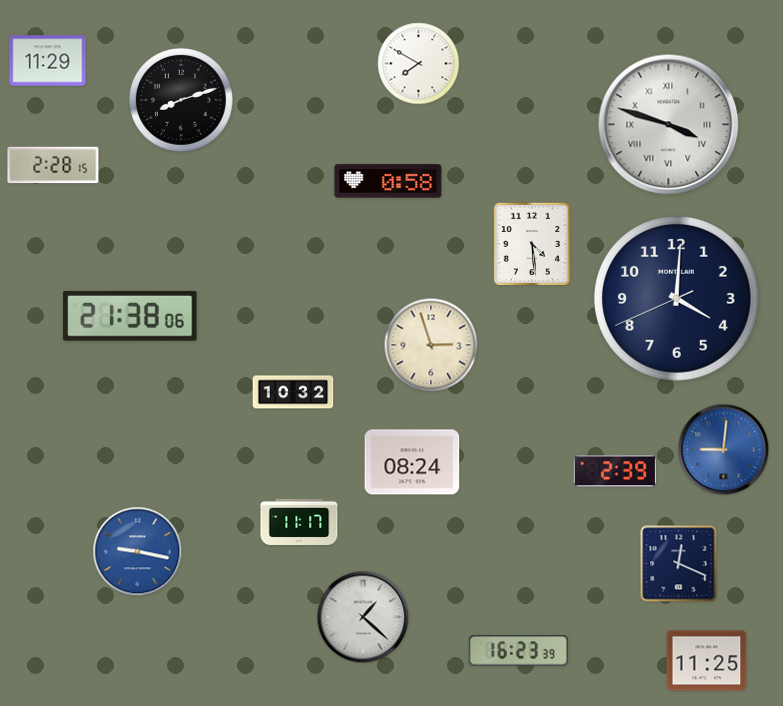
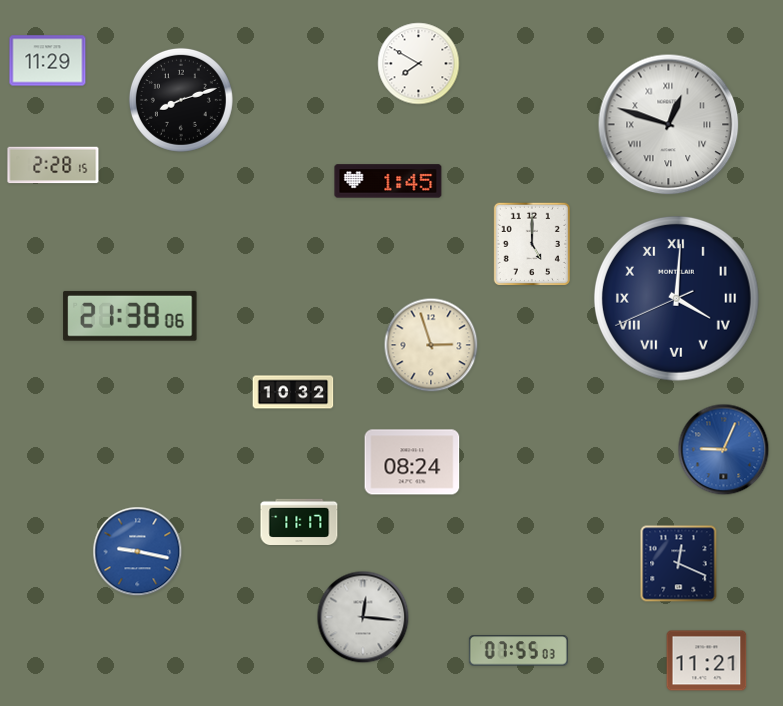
clock at (669, 125): 3:48 -> 12:48
clock at (388, 181): 0:58 -> 1:45
clock at (532, 244): 4:29 -> 5:00
clock at (676, 298) numerals: Arabic -> Roman
clock at (724, 450): 9:01 -> 9:04
clock at (614, 471): 2:39 -> none
clock at (363, 617): 1:22 -> 12:16
clock at (518, 651): 16:23 -> 07:55
clock at (707, 661): 11:25 -> 11:21
